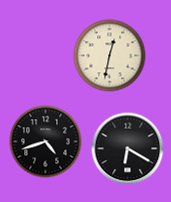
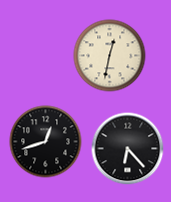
clock at (46, 142): 4:42 -> 12:42
clock at (128, 149): 6:20 -> 6:23
